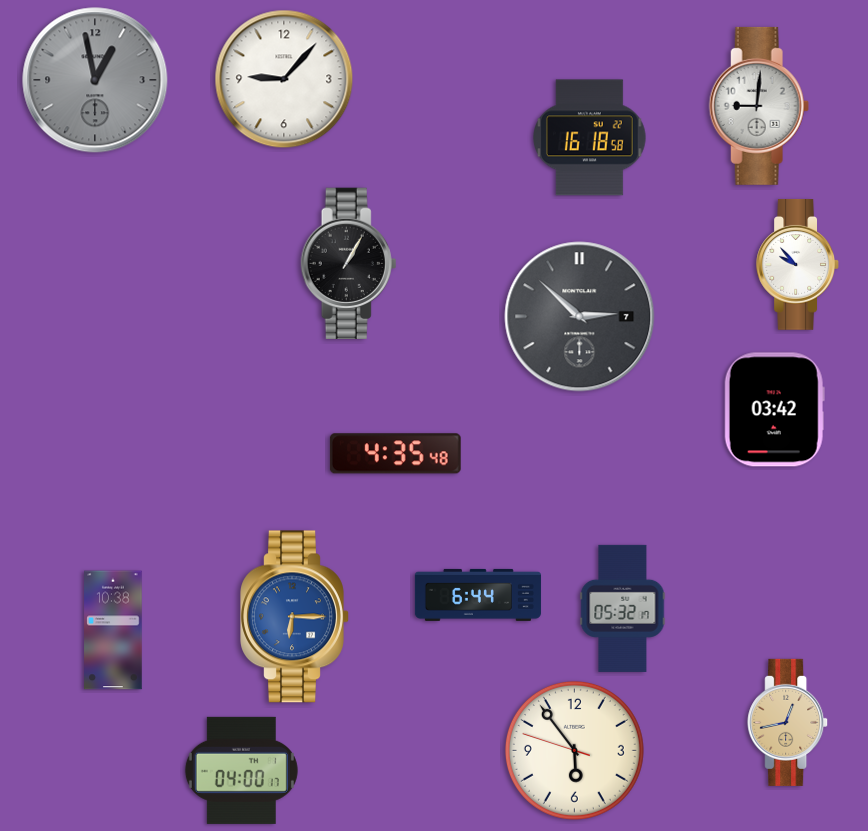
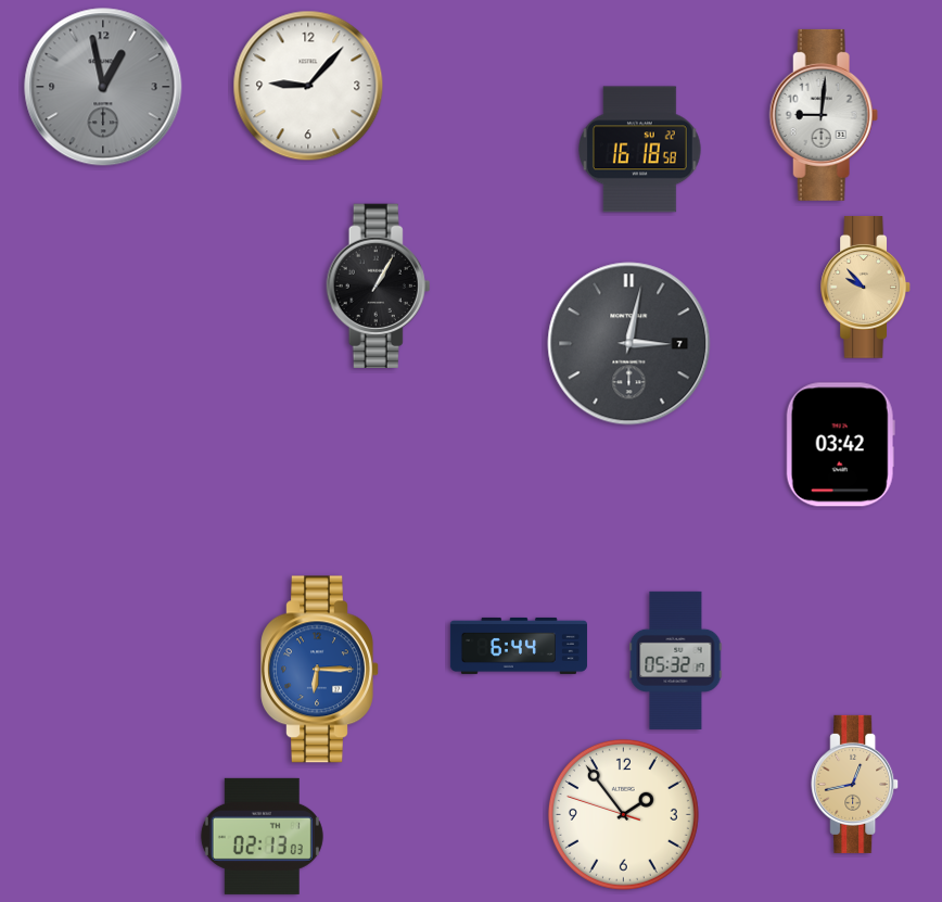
clock at (797, 265) dial: white -> champagne
clock at (580, 317): 2:52 -> 3:02
clock at (395, 454): 4:35 -> none
clock at (113, 630): 10:38 -> none
clock at (574, 750): 5:53 -> 1:53
clock at (241, 770): 04:00 -> 02:13
